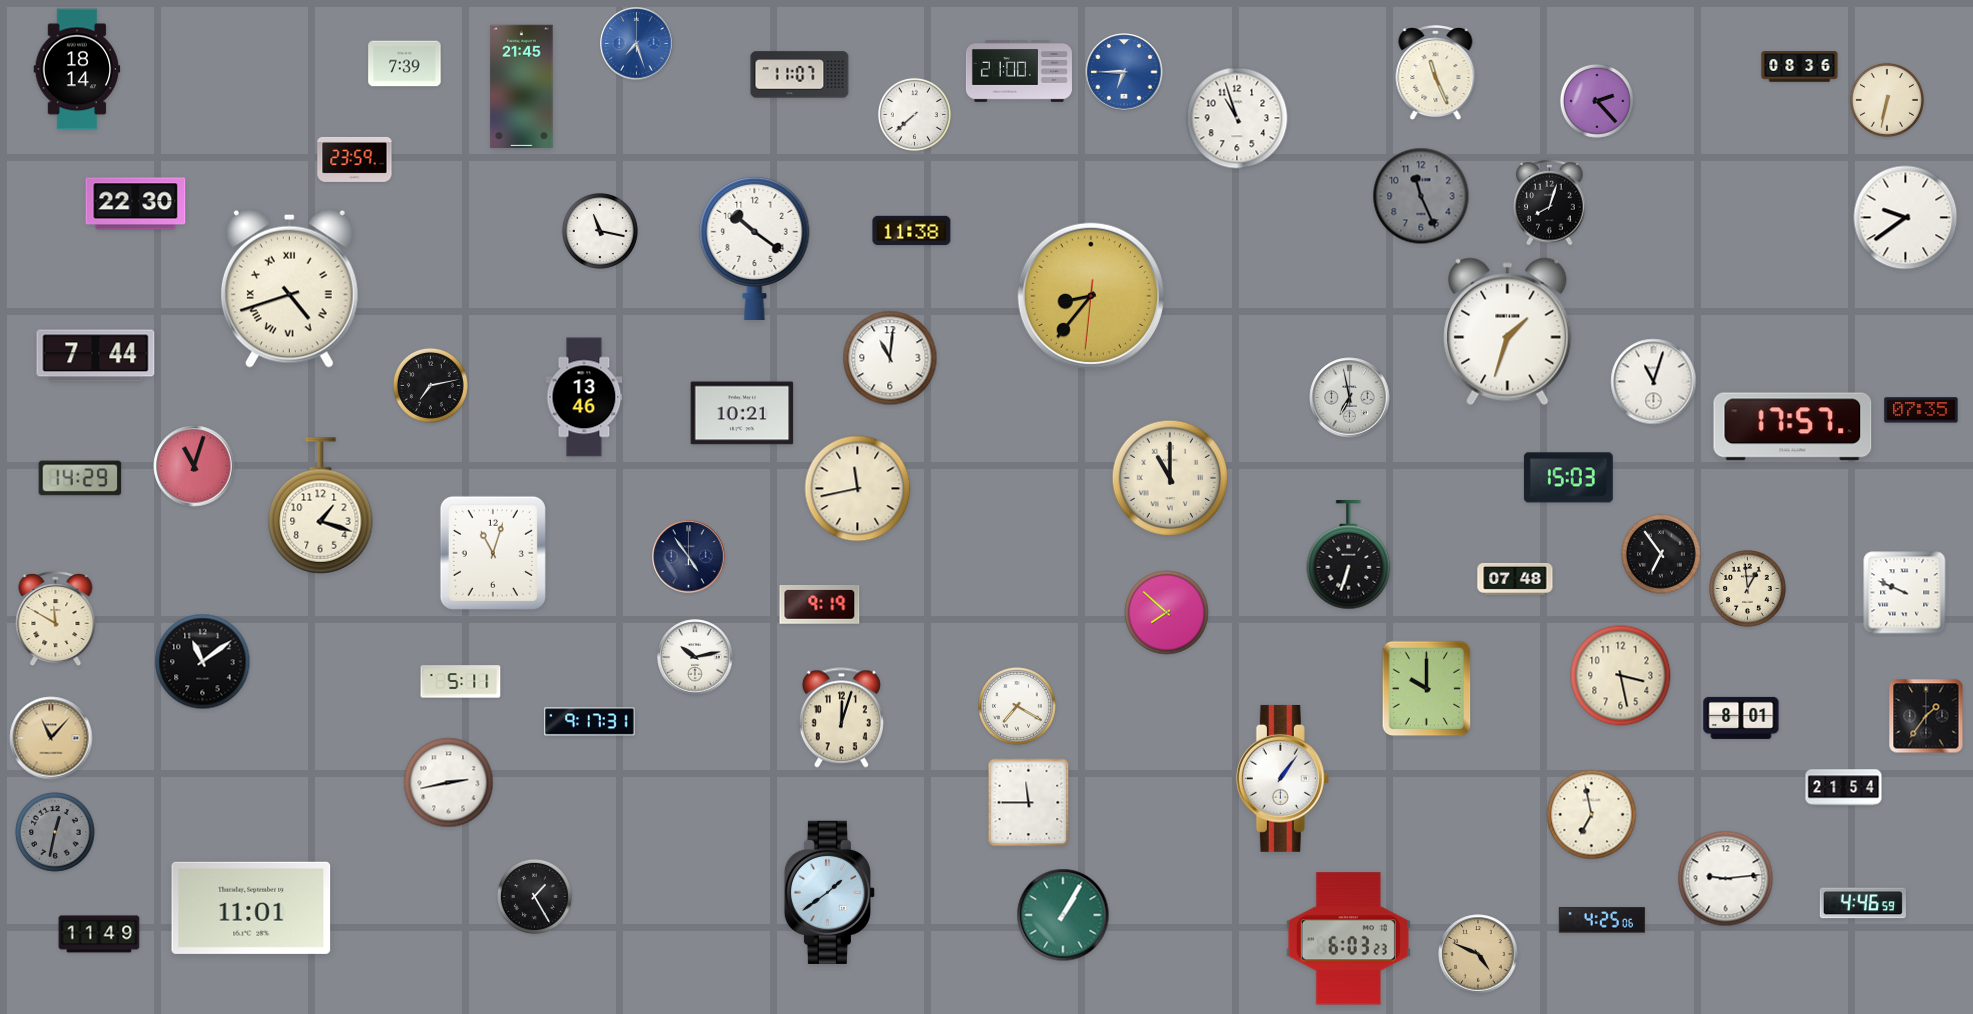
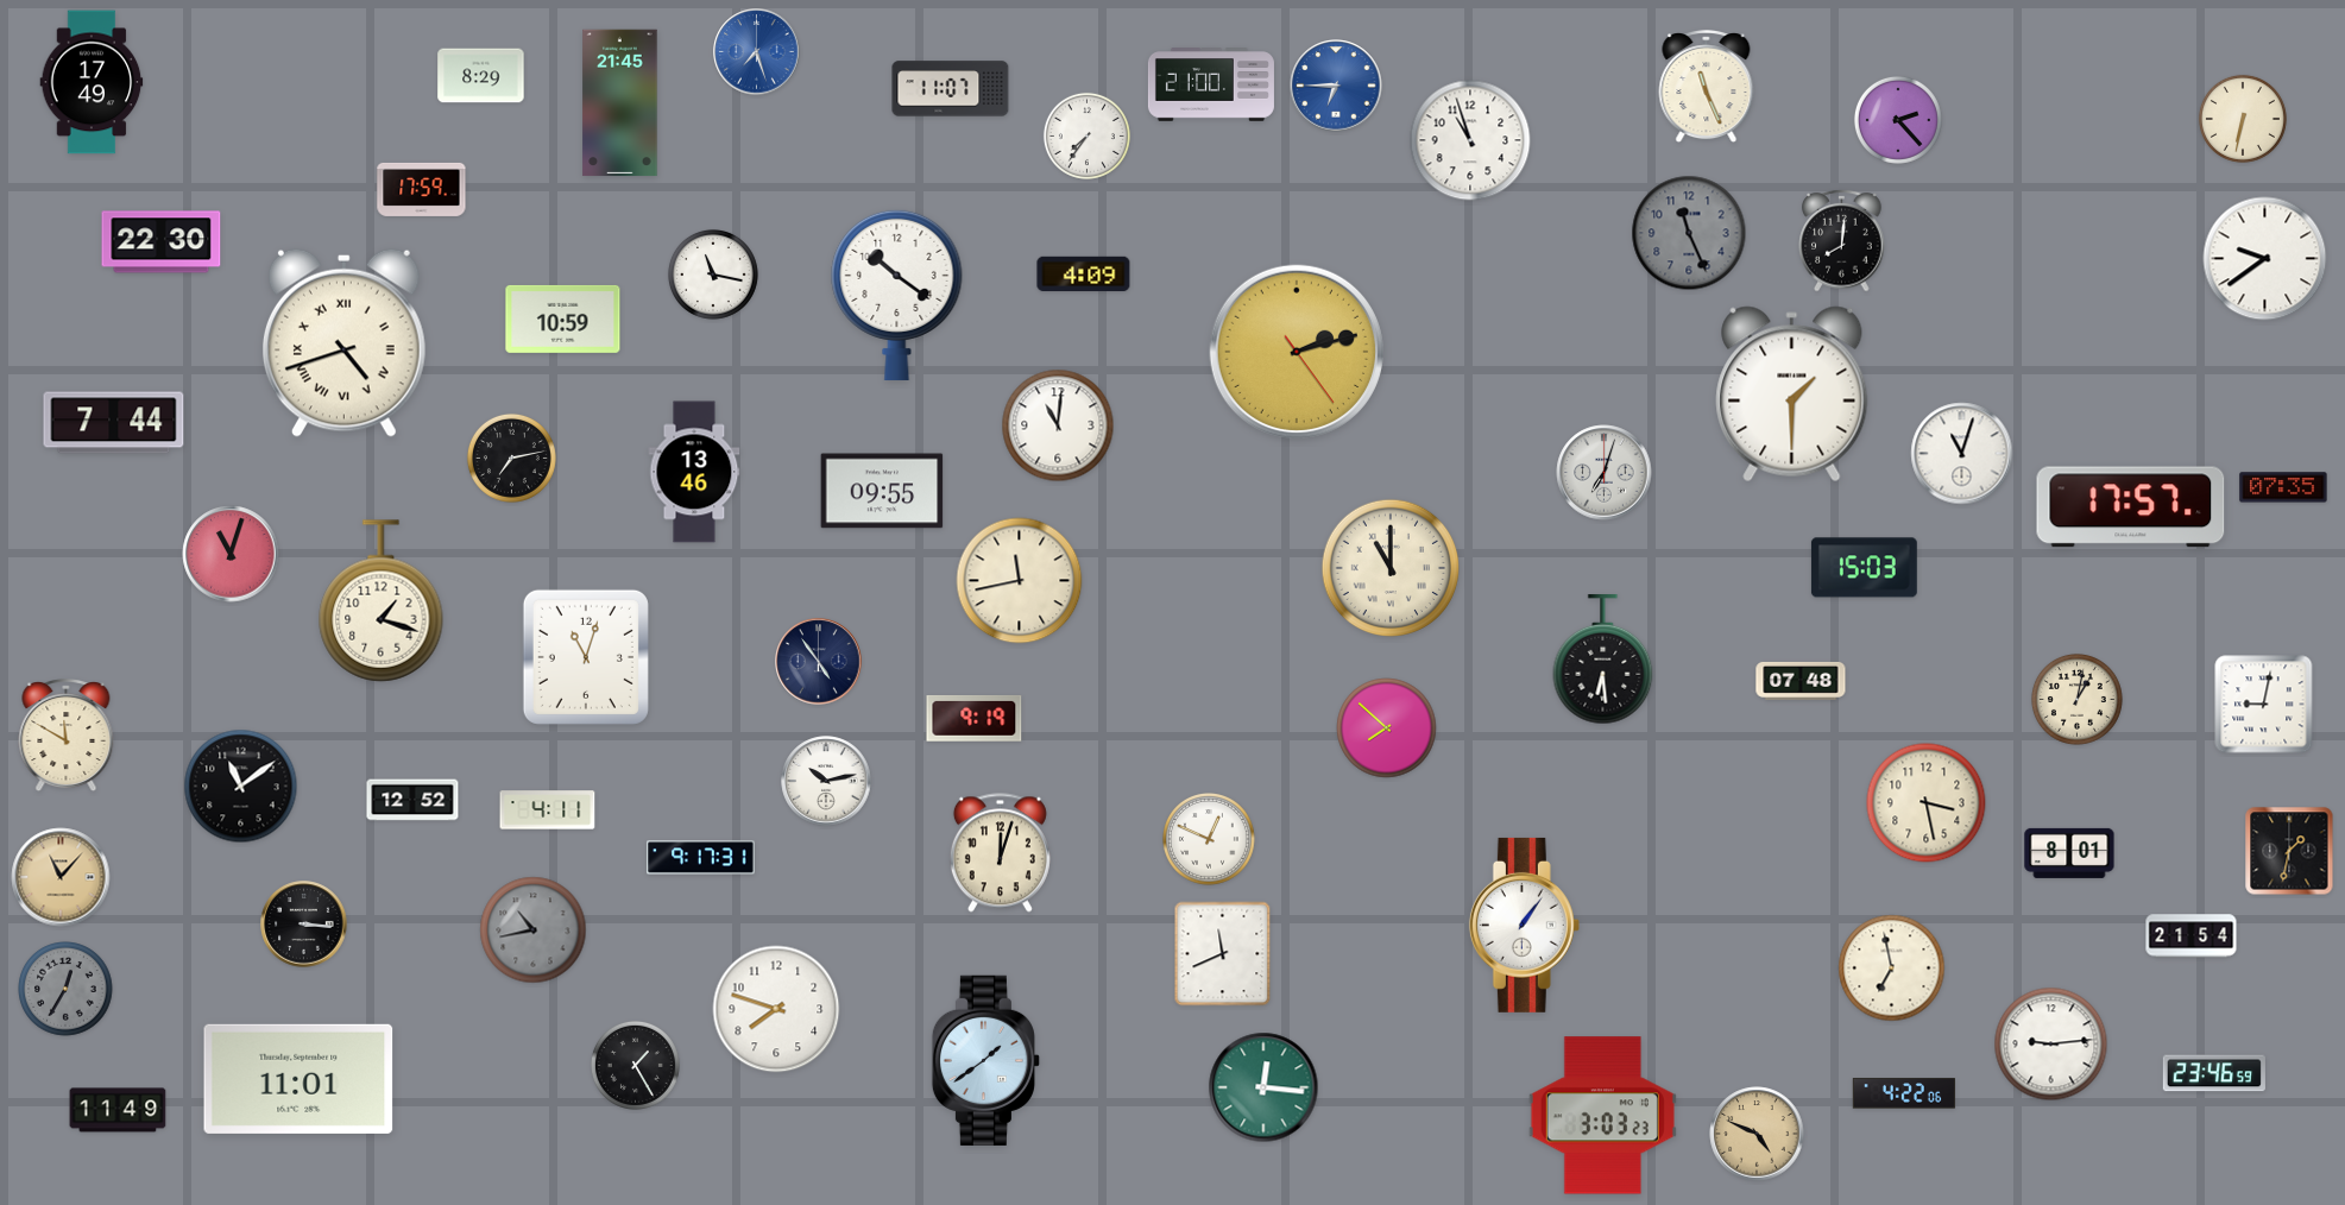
clock at (405, 64): 7:39 -> 8:29
clock at (1800, 67): 08:36 -> none
clock at (77, 69): 18:14 -> 17:49
clock at (914, 114): 7:38 -> 7:36
clock at (355, 159): 23:59 -> 17:59
clock at (1550, 202): 8:03 -> 8:01
clock at (912, 231): 11:38 -> 4:09
clock at (563, 318): none -> 10:59
clock at (1090, 295): 8:36 -> 2:12
clock at (1508, 332): 1:33 -> 1:30
clock at (1654, 382) position: (1654, 382) -> (1962, 454)
clock at (1350, 398): 6:58 -> 7:03
clock at (742, 413): 10:21 -> 09:55
clock at (80, 478): 14:29 -> none
clock at (1661, 554): 6:54 -> none
clock at (1349, 556): 6:33 -> 6:29
clock at (1515, 579) position: (1515, 579) -> (1801, 681)
clock at (1747, 588): 12:59 -> 1:02
clock at (1905, 593): 9:49 -> 9:02
clock at (412, 800): none -> 12:52
clock at (461, 682): 5:11 -> 4:11
clock at (1427, 689): 10:00 -> none
clock at (1018, 707): 7:20 -> 12:49
clock at (1926, 716): 1:36 -> 1:32
clock at (304, 925): none -> 3:16
clock at (449, 783): 2:43 -> 10:43
clock at (449, 783) dial: white -> grey
clock at (1029, 803): 11:45 -> 11:41
clock at (55, 832): 12:32 -> 12:35
clock at (776, 1009): none -> 7:48
clock at (1863, 903): 4:46 -> 23:46
clock at (1063, 915): 1:05 -> 12:16
clock at (1602, 920): 4:25 -> 4:22
clock at (1348, 939): 6:03 -> 3:03
